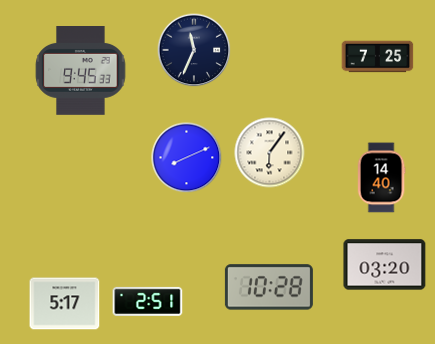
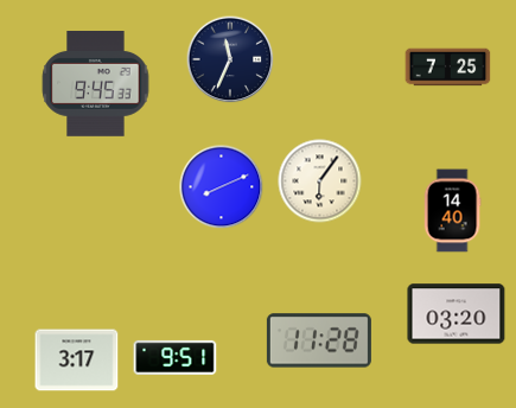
clock at (269, 287): 10:28 -> 11:28
clock at (148, 301): 2:51 -> 9:51
clock at (65, 304): 5:17 -> 3:17
